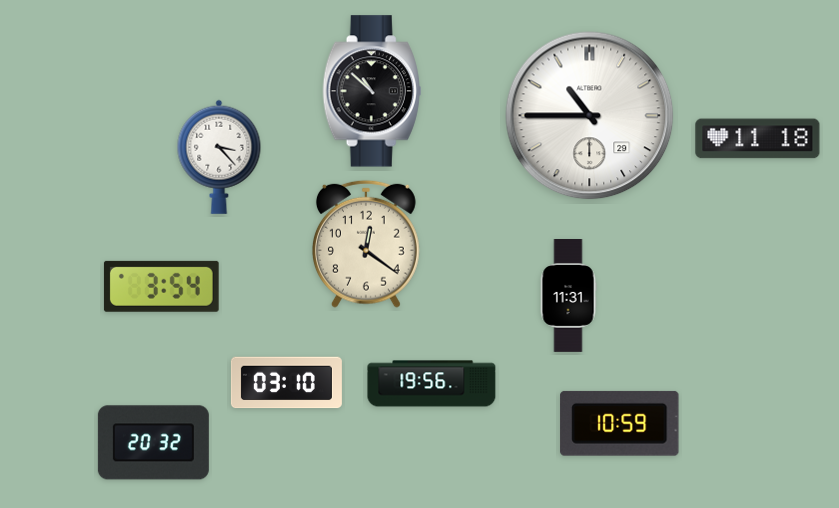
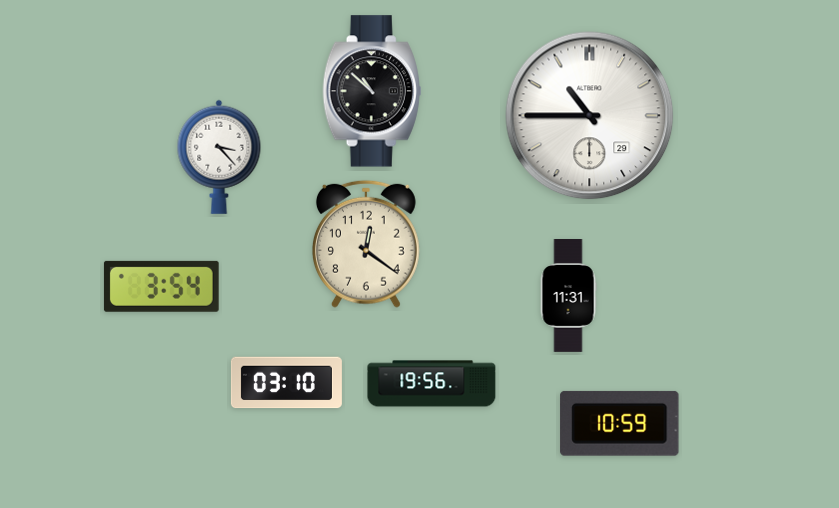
clock at (758, 139): 11:18 -> none
clock at (153, 443): 20:32 -> none
